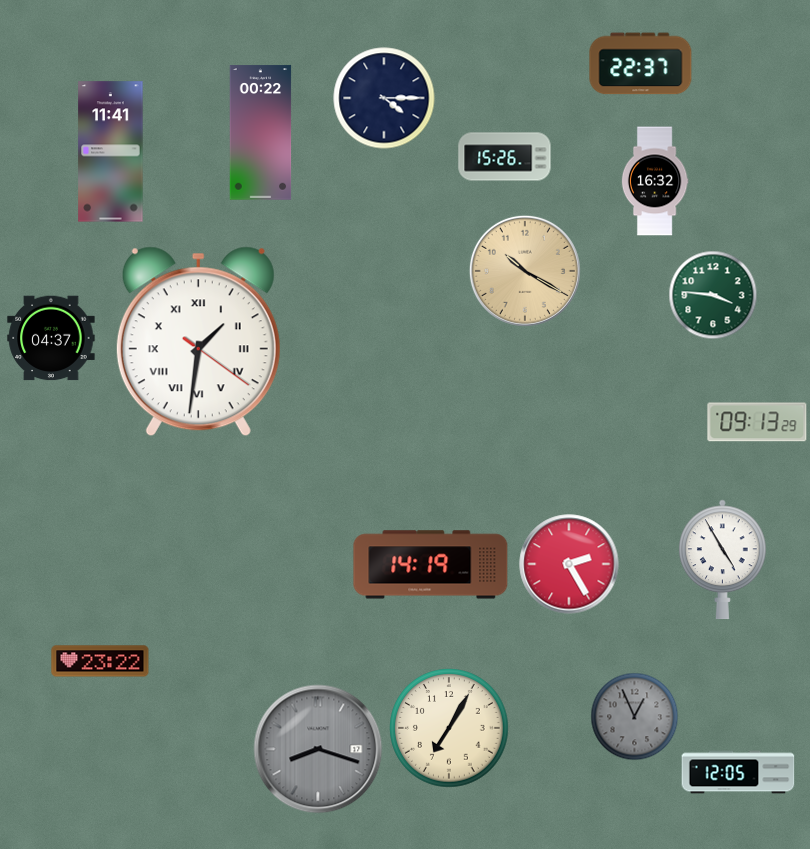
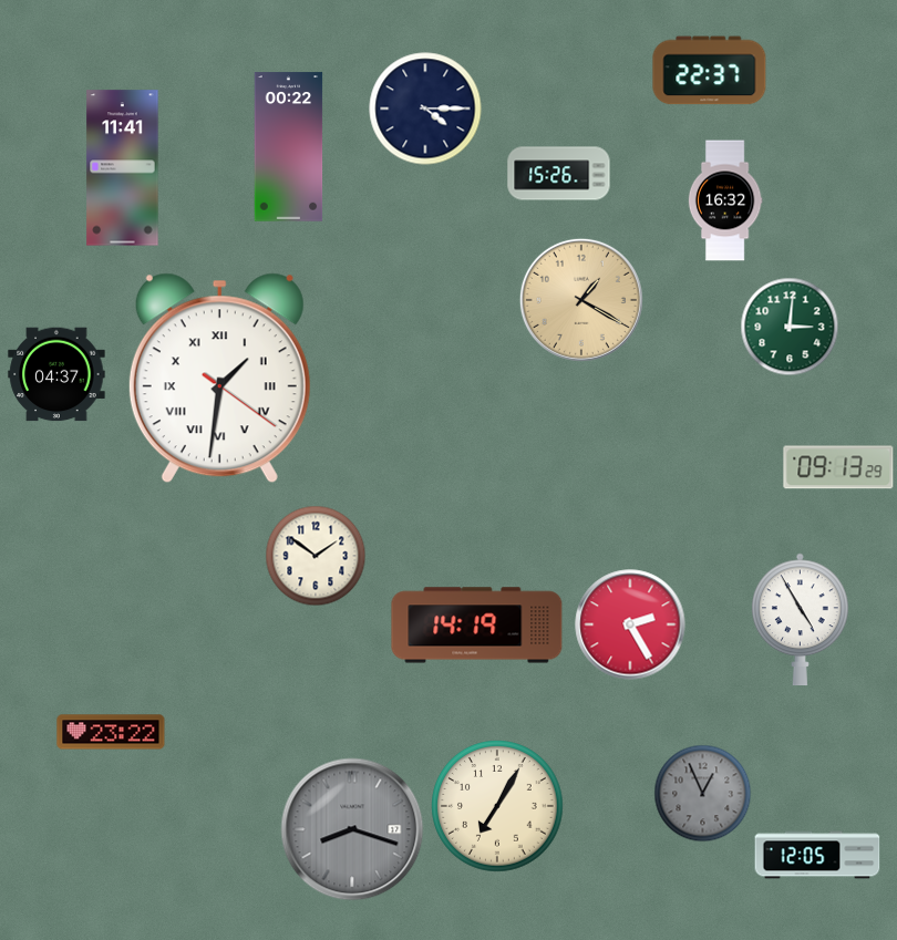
clock at (525, 271): 10:20 -> 1:20
clock at (713, 295): 3:46 -> 3:01
clock at (316, 556): none -> 1:51
